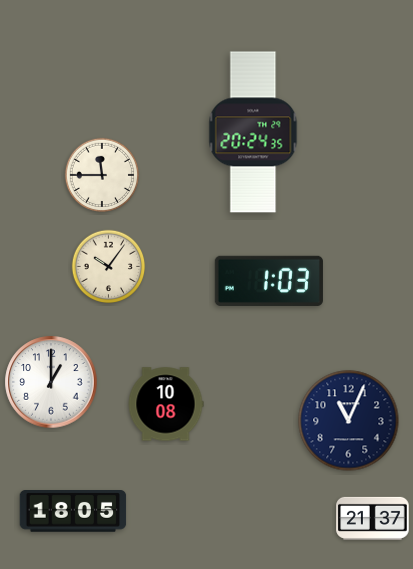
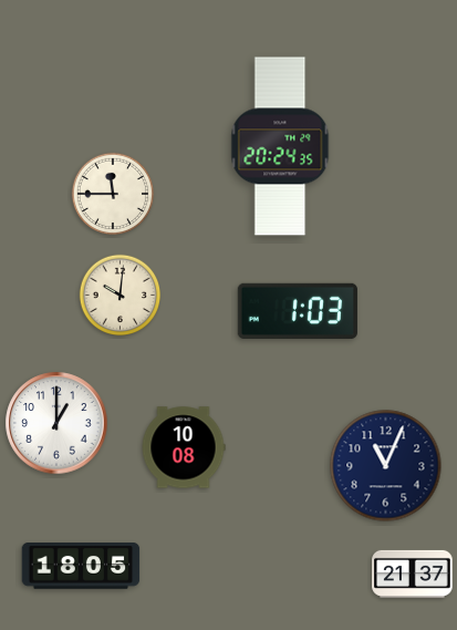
clock at (109, 267): 10:06 -> 10:01
